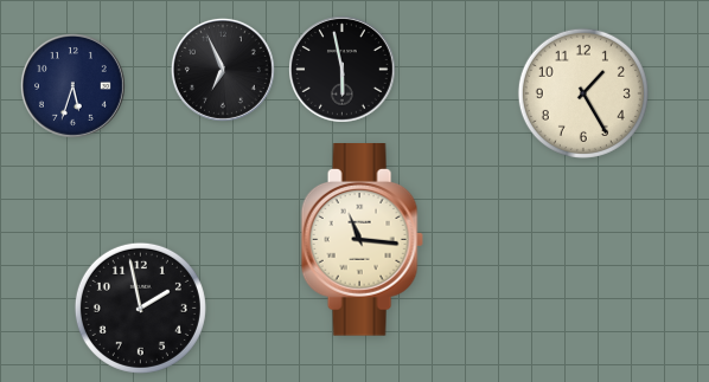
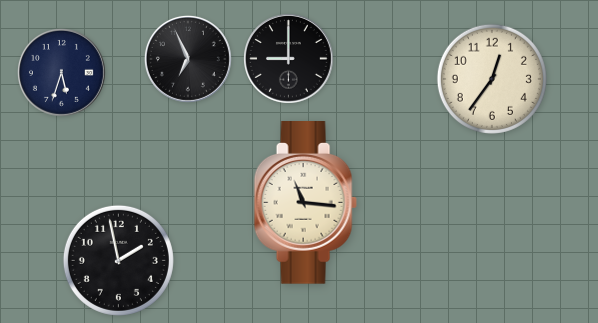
clock at (343, 70): 5:58 -> 9:00
clock at (583, 93): 1:25 -> 12:36
